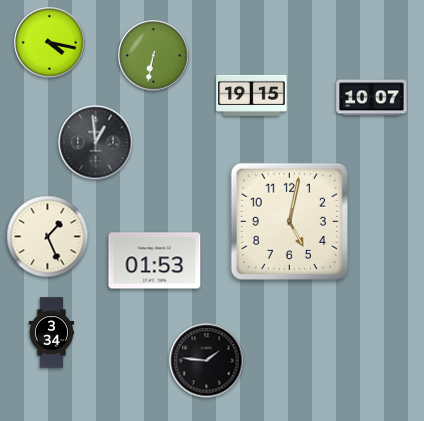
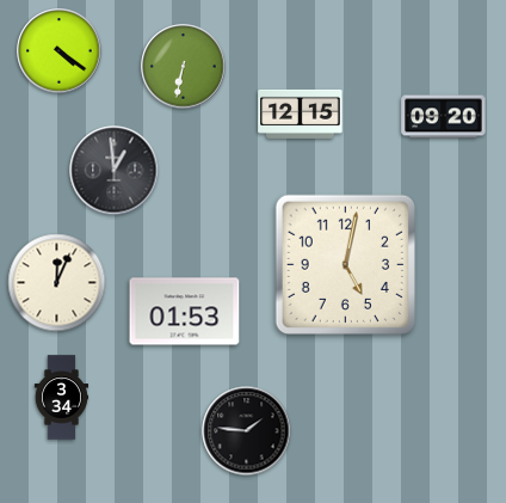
clock at (50, 43): 4:17 -> 4:21
clock at (252, 95): 19:15 -> 12:15
clock at (372, 98): 10:07 -> 09:20
clock at (48, 237): 1:26 -> 12:04
